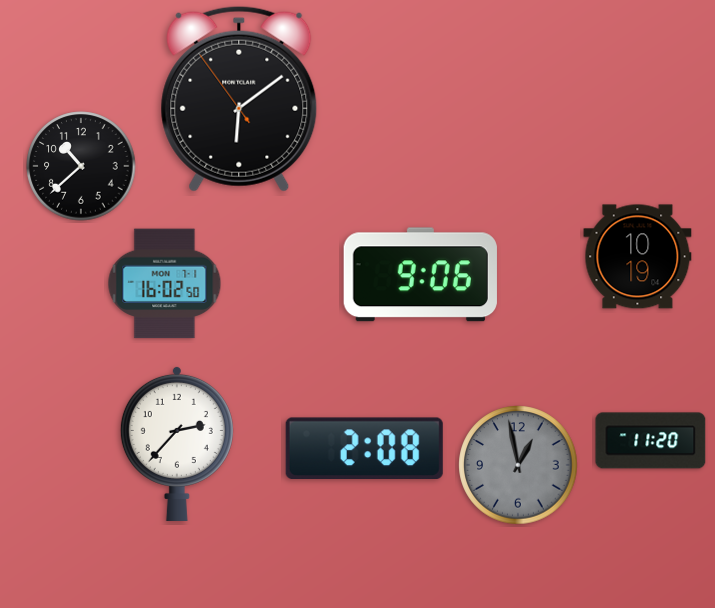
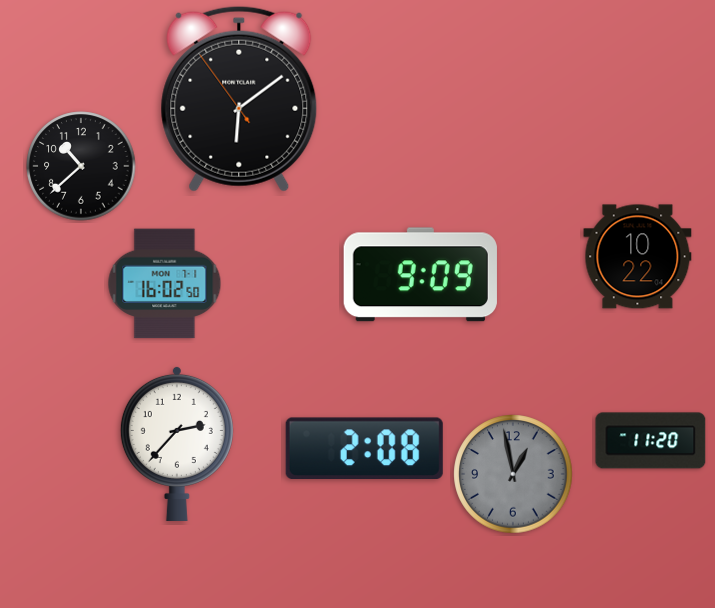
clock at (638, 257): 10:19 -> 10:22
clock at (420, 275): 9:06 -> 9:09
clock at (518, 465) position: (518, 465) -> (513, 474)
